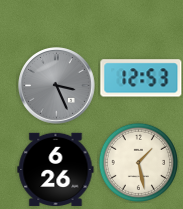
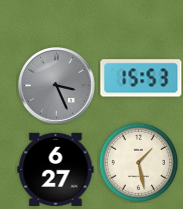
clock at (141, 78): 12:53 -> 15:53
clock at (56, 169): 6:26 -> 6:27
